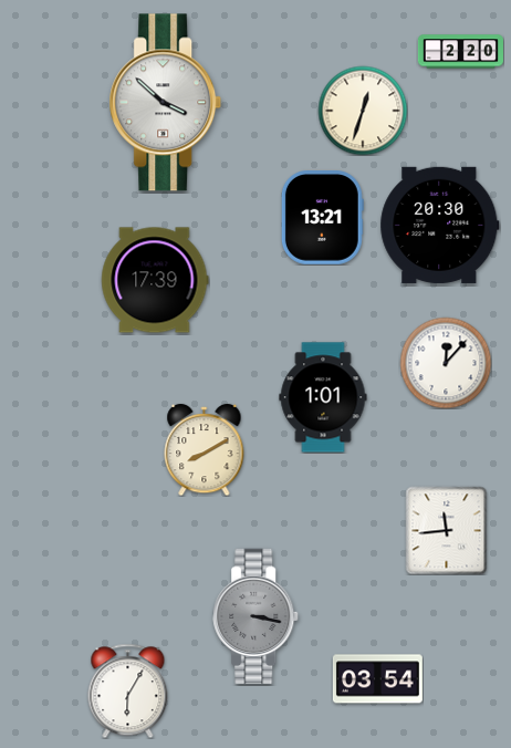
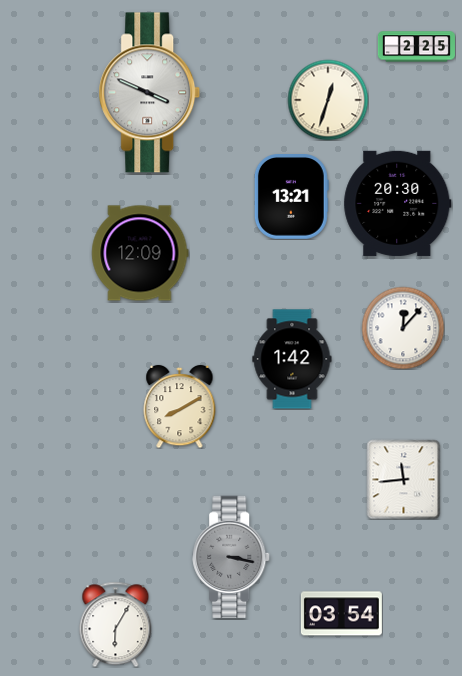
clock at (460, 52): 2:20 -> 2:25
clock at (166, 103): 3:52 -> 3:49
clock at (155, 280): 17:39 -> 12:09
clock at (323, 397): 1:01 -> 1:42
clock at (205, 449) position: (205, 449) -> (180, 406)
